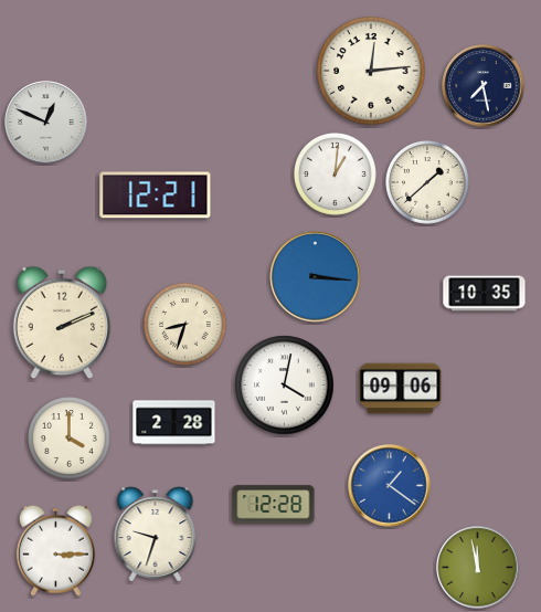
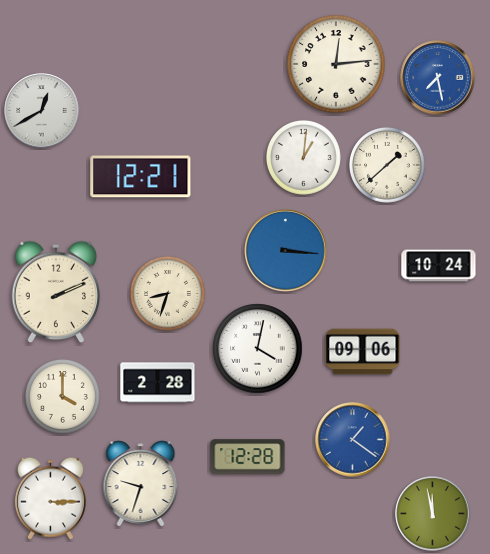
clock at (484, 86) dial: navy -> blue
clock at (46, 123): 12:49 -> 12:40
clock at (485, 294): 10:35 -> 10:24
